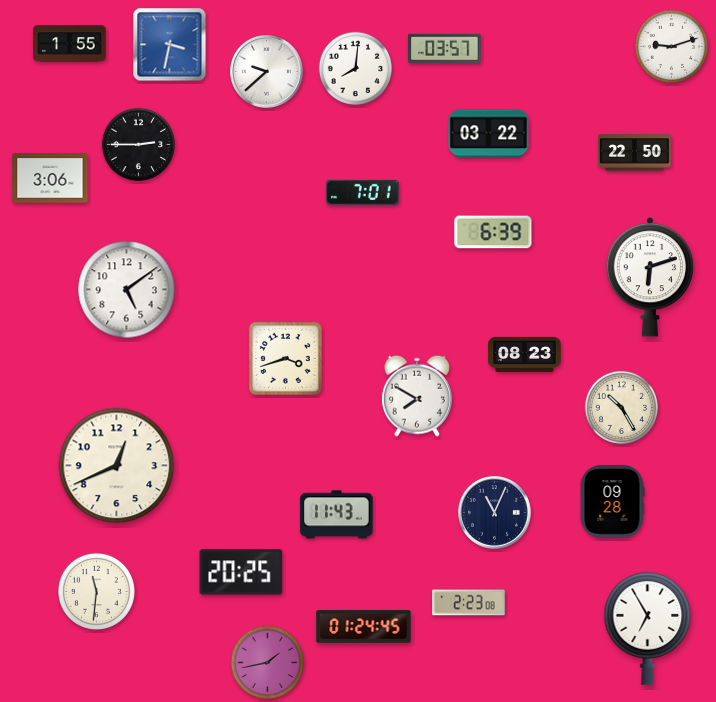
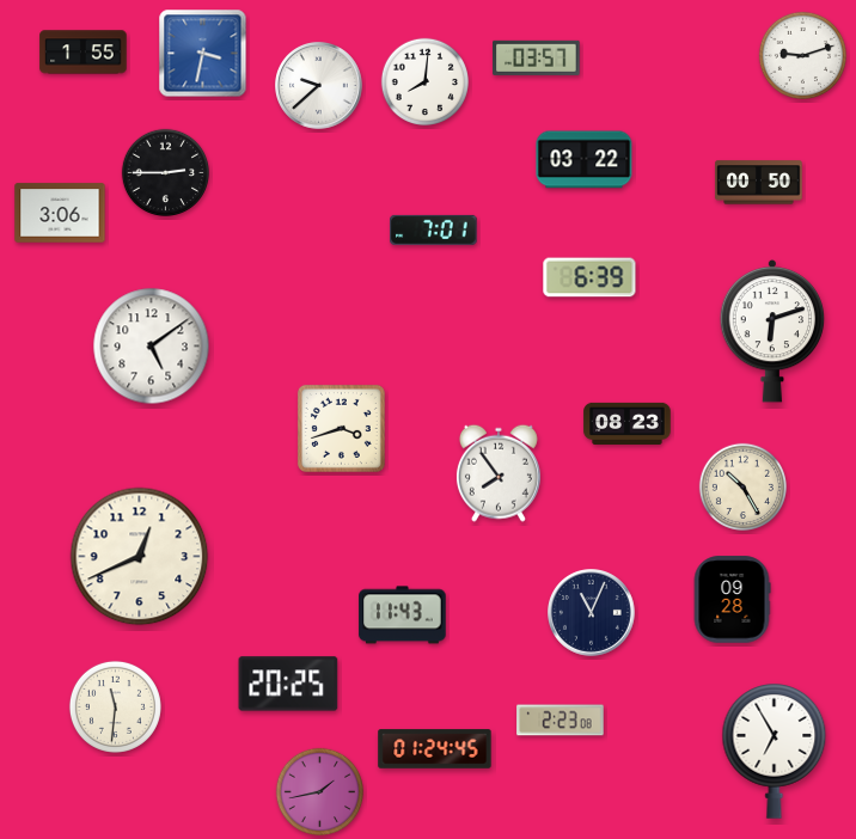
clock at (445, 48) position: (445, 48) -> (537, 57)
clock at (635, 153): 22:50 -> 00:50
clock at (650, 277) position: (650, 277) -> (772, 331)
clock at (417, 396): 7:50 -> 7:54
